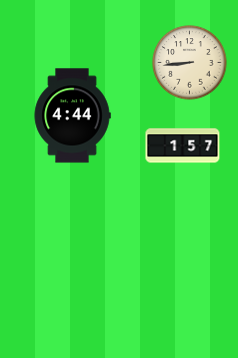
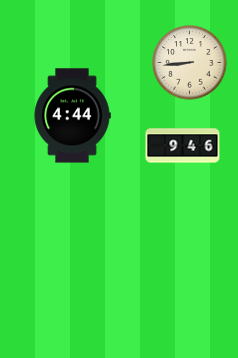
clock at (183, 146): 1:57 -> 9:46
